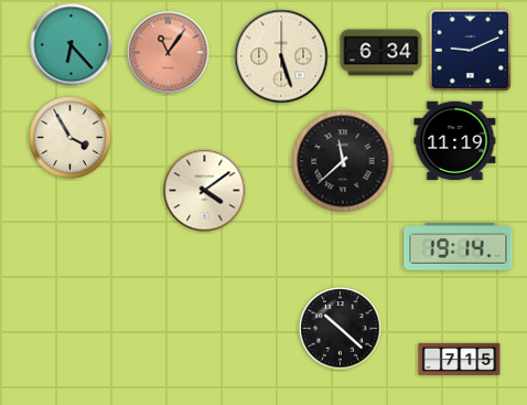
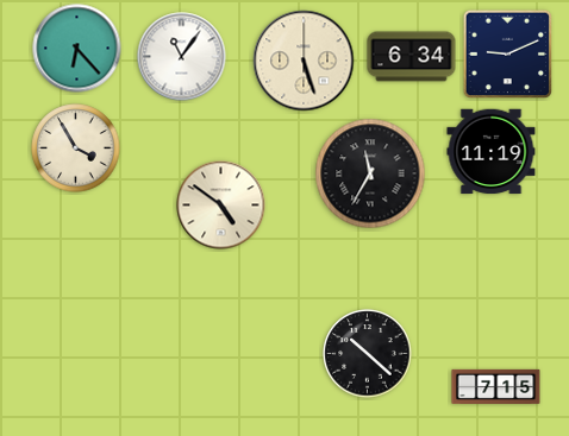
clock at (169, 53) dial: salmon -> white
clock at (343, 161): 11:38 -> 11:35
clock at (205, 191): 4:09 -> 4:51
clock at (459, 247): 19:14 -> none
